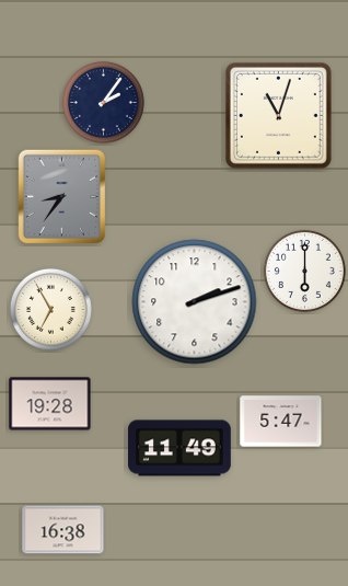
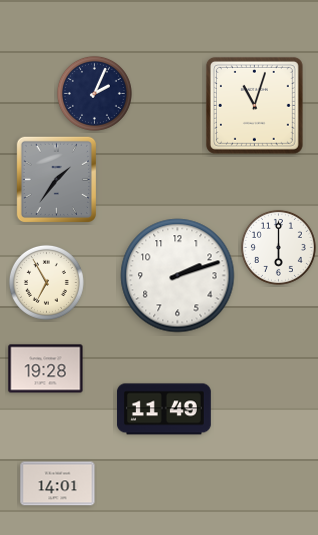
clock at (103, 102): 2:06 -> 2:04
clock at (61, 196): 8:36 -> 1:36
clock at (281, 422): 5:47 -> none
clock at (63, 530): 16:38 -> 14:01
